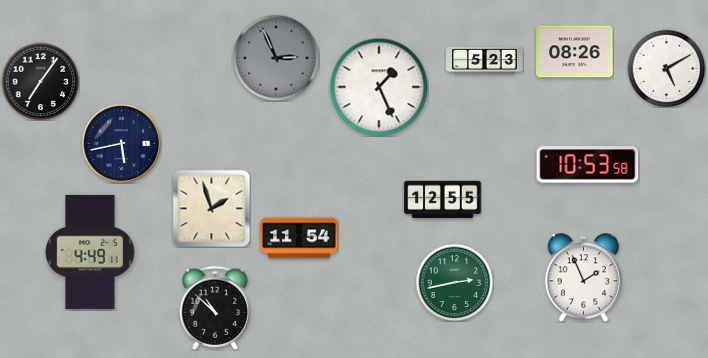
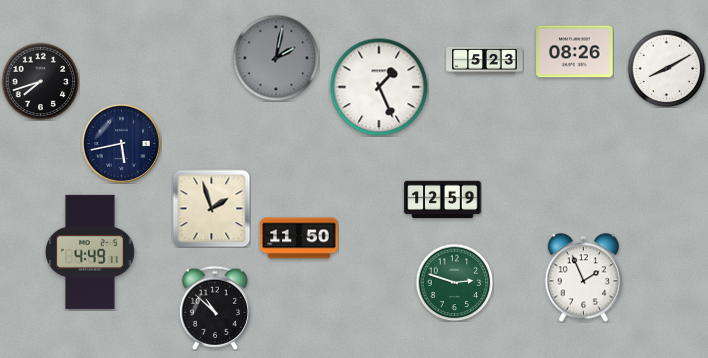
clock at (276, 58): 2:56 -> 2:02
clock at (666, 68): 5:10 -> 8:10
clock at (40, 81): 7:06 -> 7:42
clock at (588, 165): 10:53 -> none
clock at (443, 200): 12:55 -> 12:59
clock at (299, 238): 11:54 -> 11:50
clock at (454, 282): 2:43 -> 2:48
